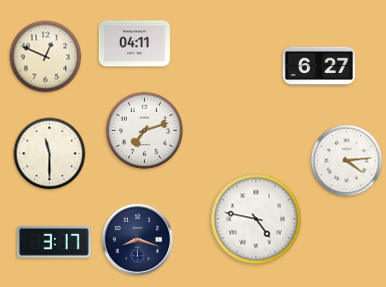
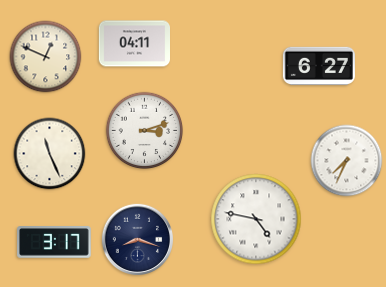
clock at (145, 131): 7:12 -> 3:12
clock at (50, 154): 11:30 -> 11:26
clock at (347, 161): 4:14 -> 7:34
